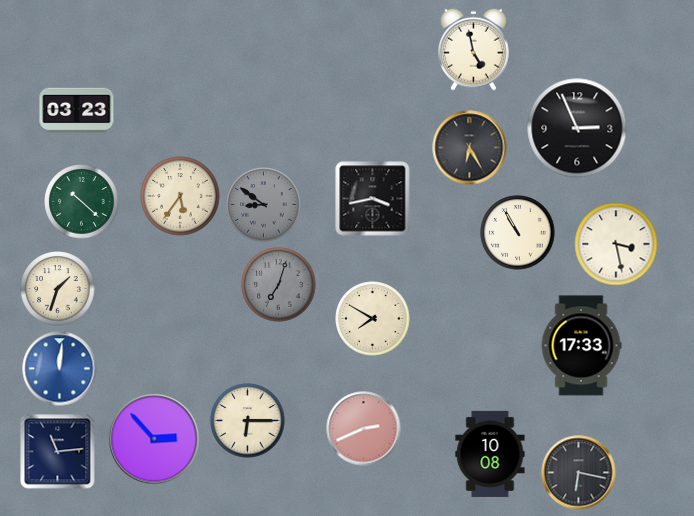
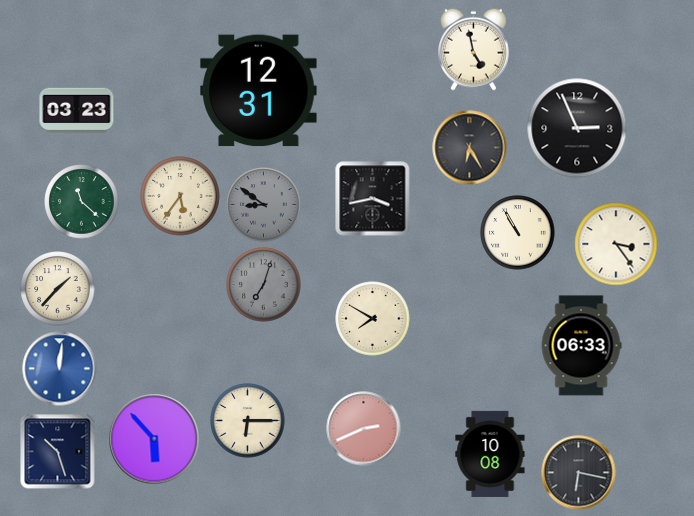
clock at (259, 91): none -> 12:31
clock at (82, 202): 10:22 -> 11:22
clock at (616, 244): 3:28 -> 3:24
clock at (279, 285) position: (279, 285) -> (264, 285)
clock at (58, 289): 1:33 -> 1:37
clock at (581, 346): 17:33 -> 06:33
clock at (154, 439): 2:53 -> 5:53
clock at (58, 452): 11:14 -> 10:27
